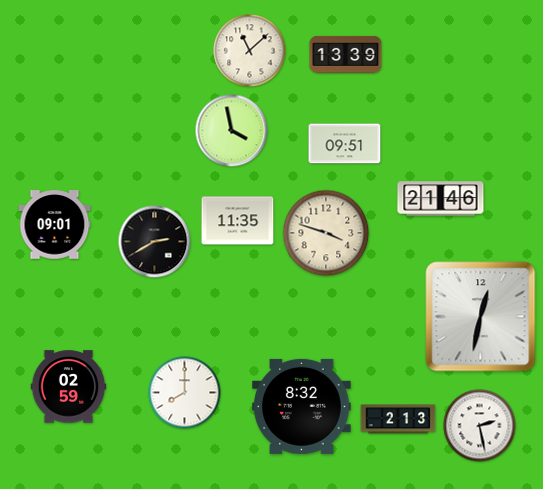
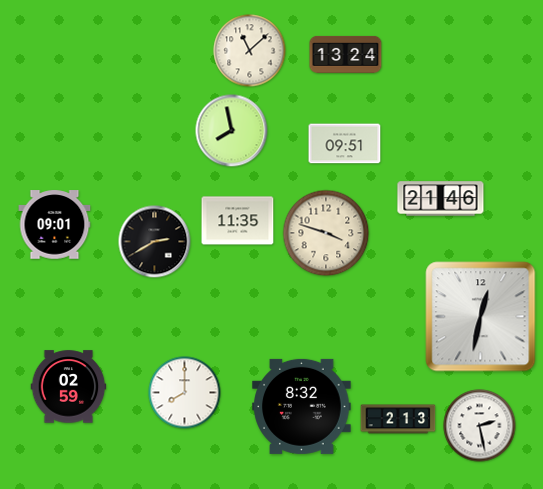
clock at (346, 54): 13:39 -> 13:24
clock at (232, 131): 3:58 -> 7:58
